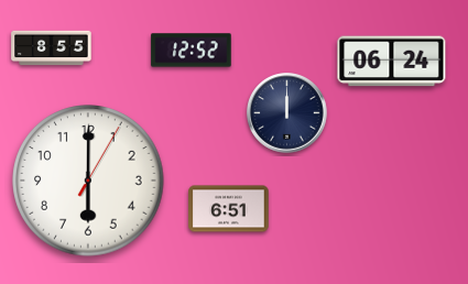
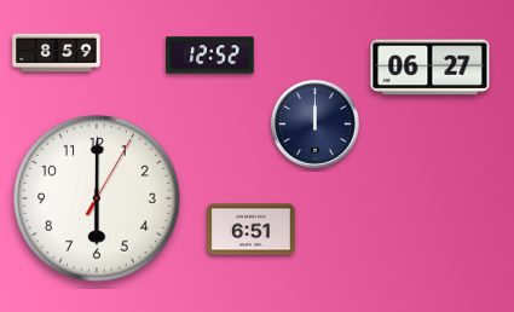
clock at (52, 48): 8:55 -> 8:59
clock at (392, 62): 06:24 -> 06:27
